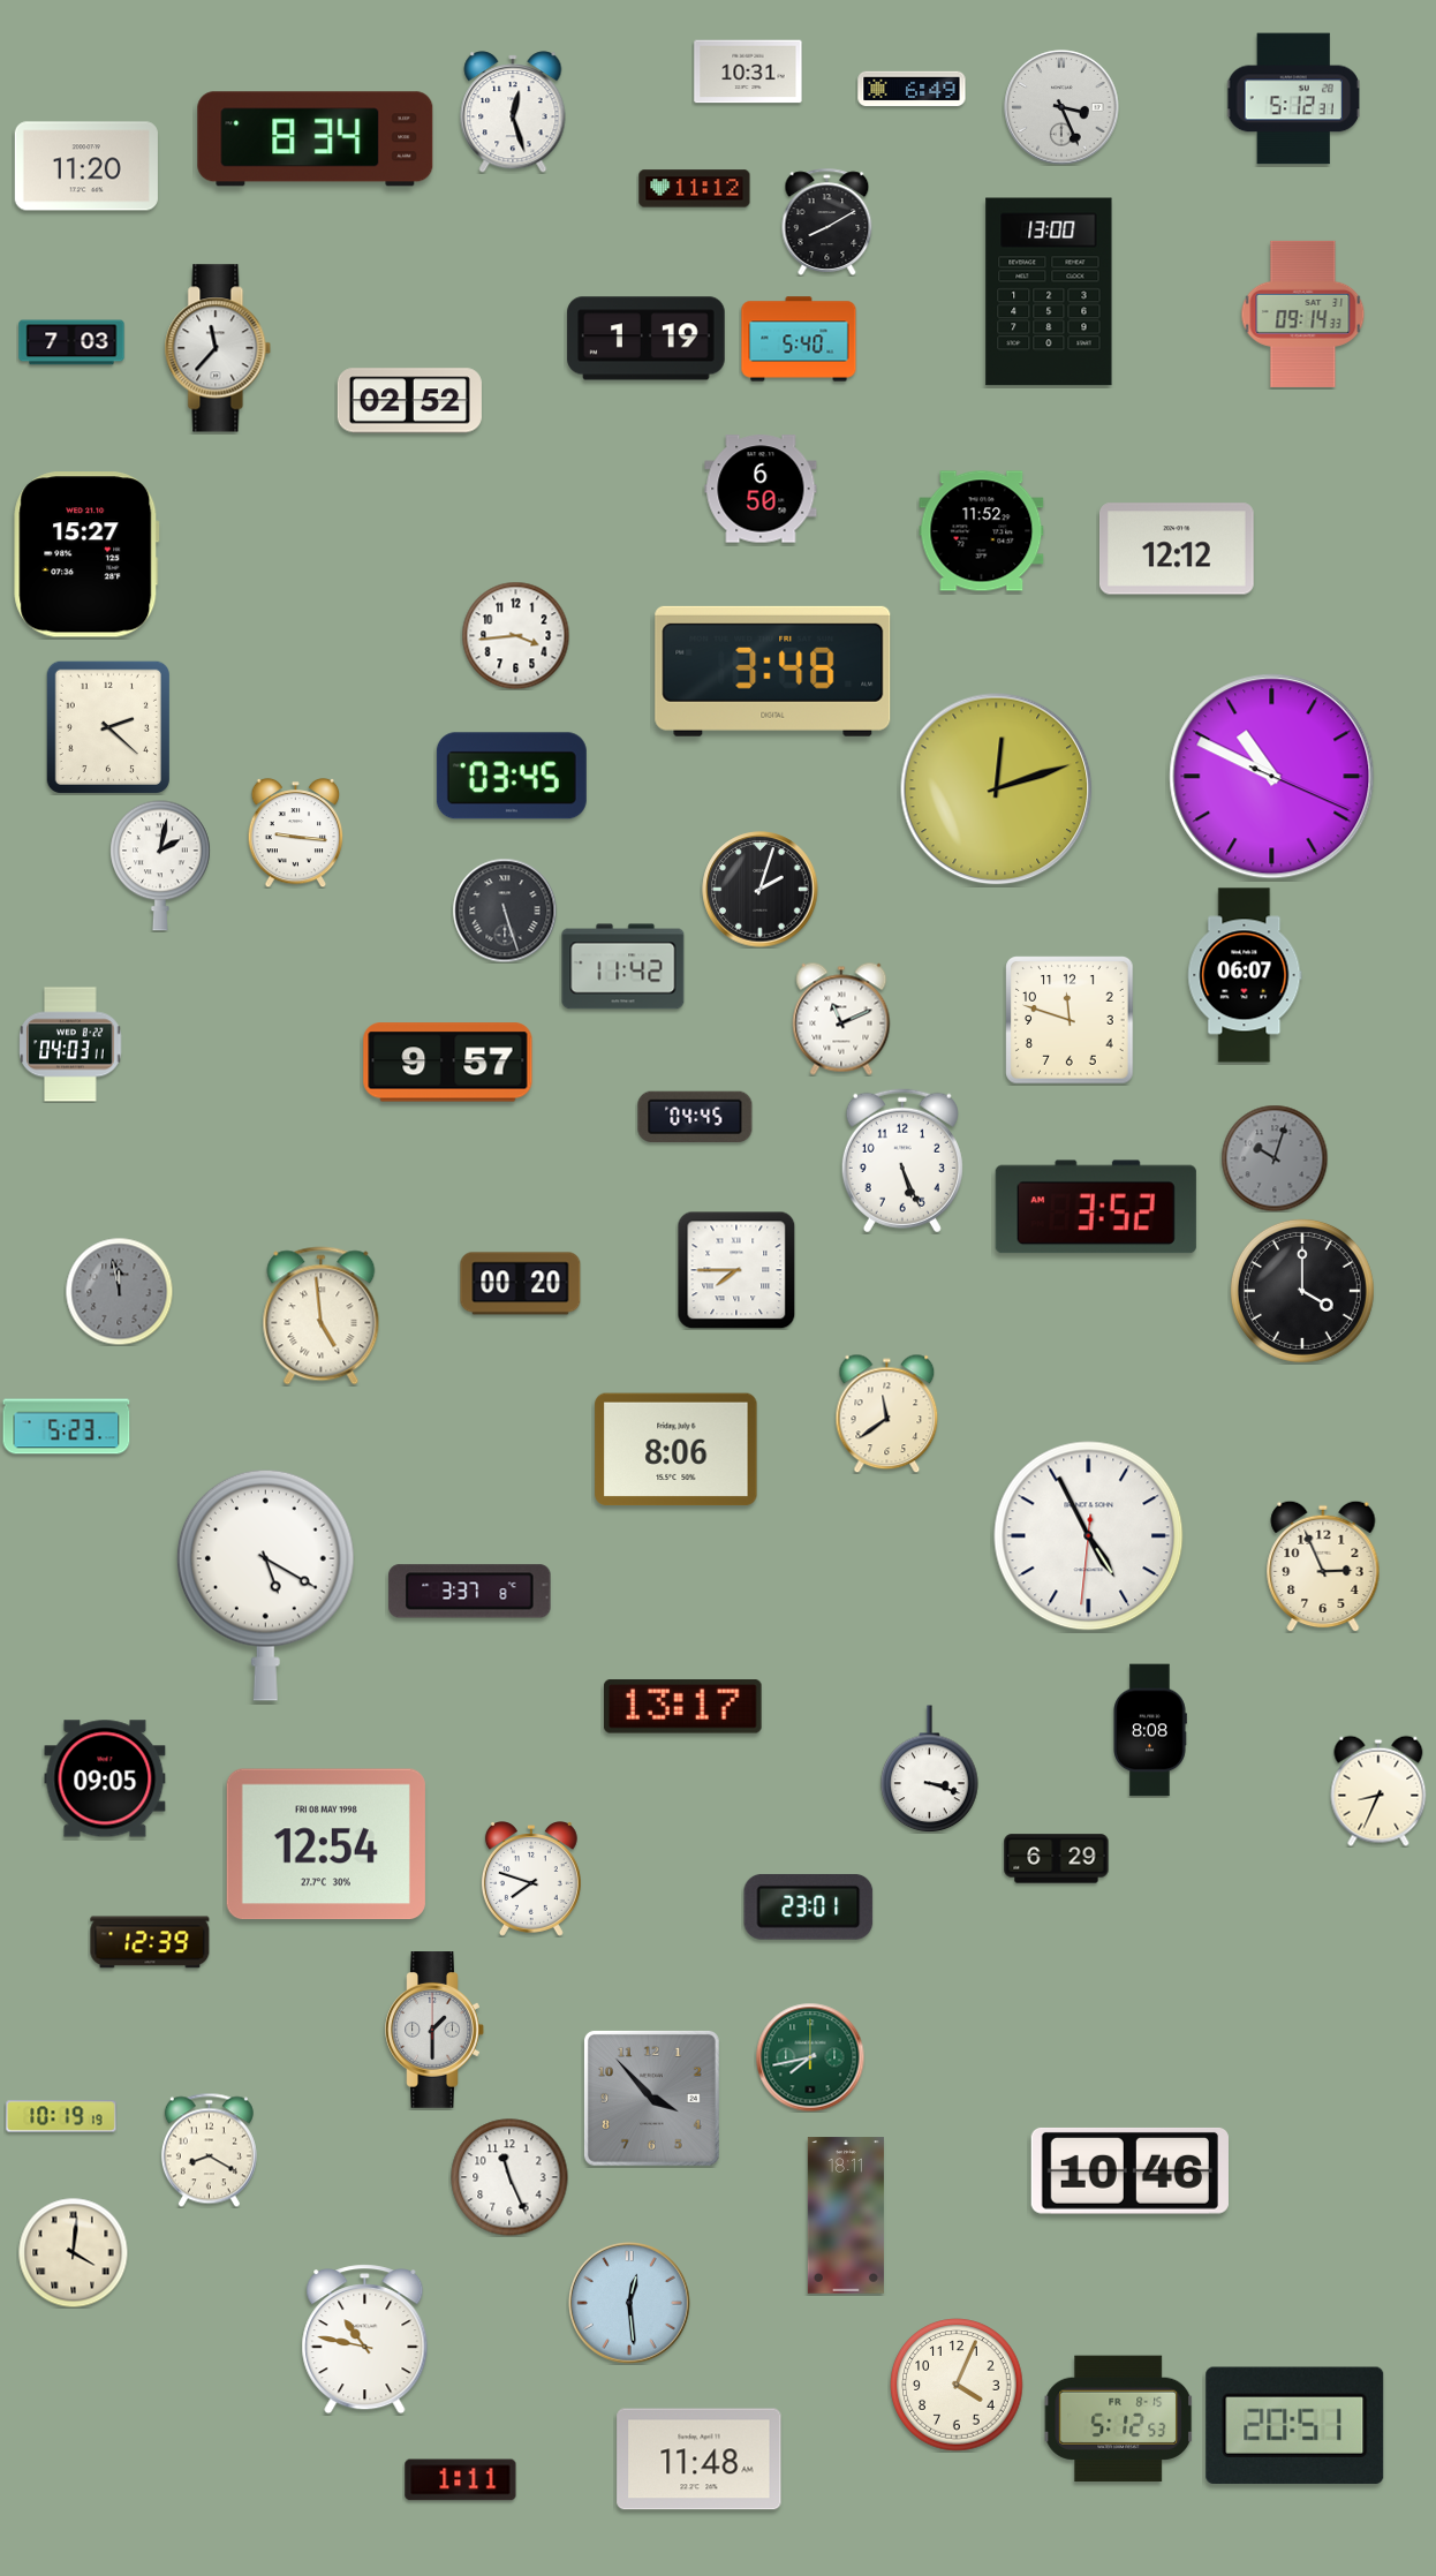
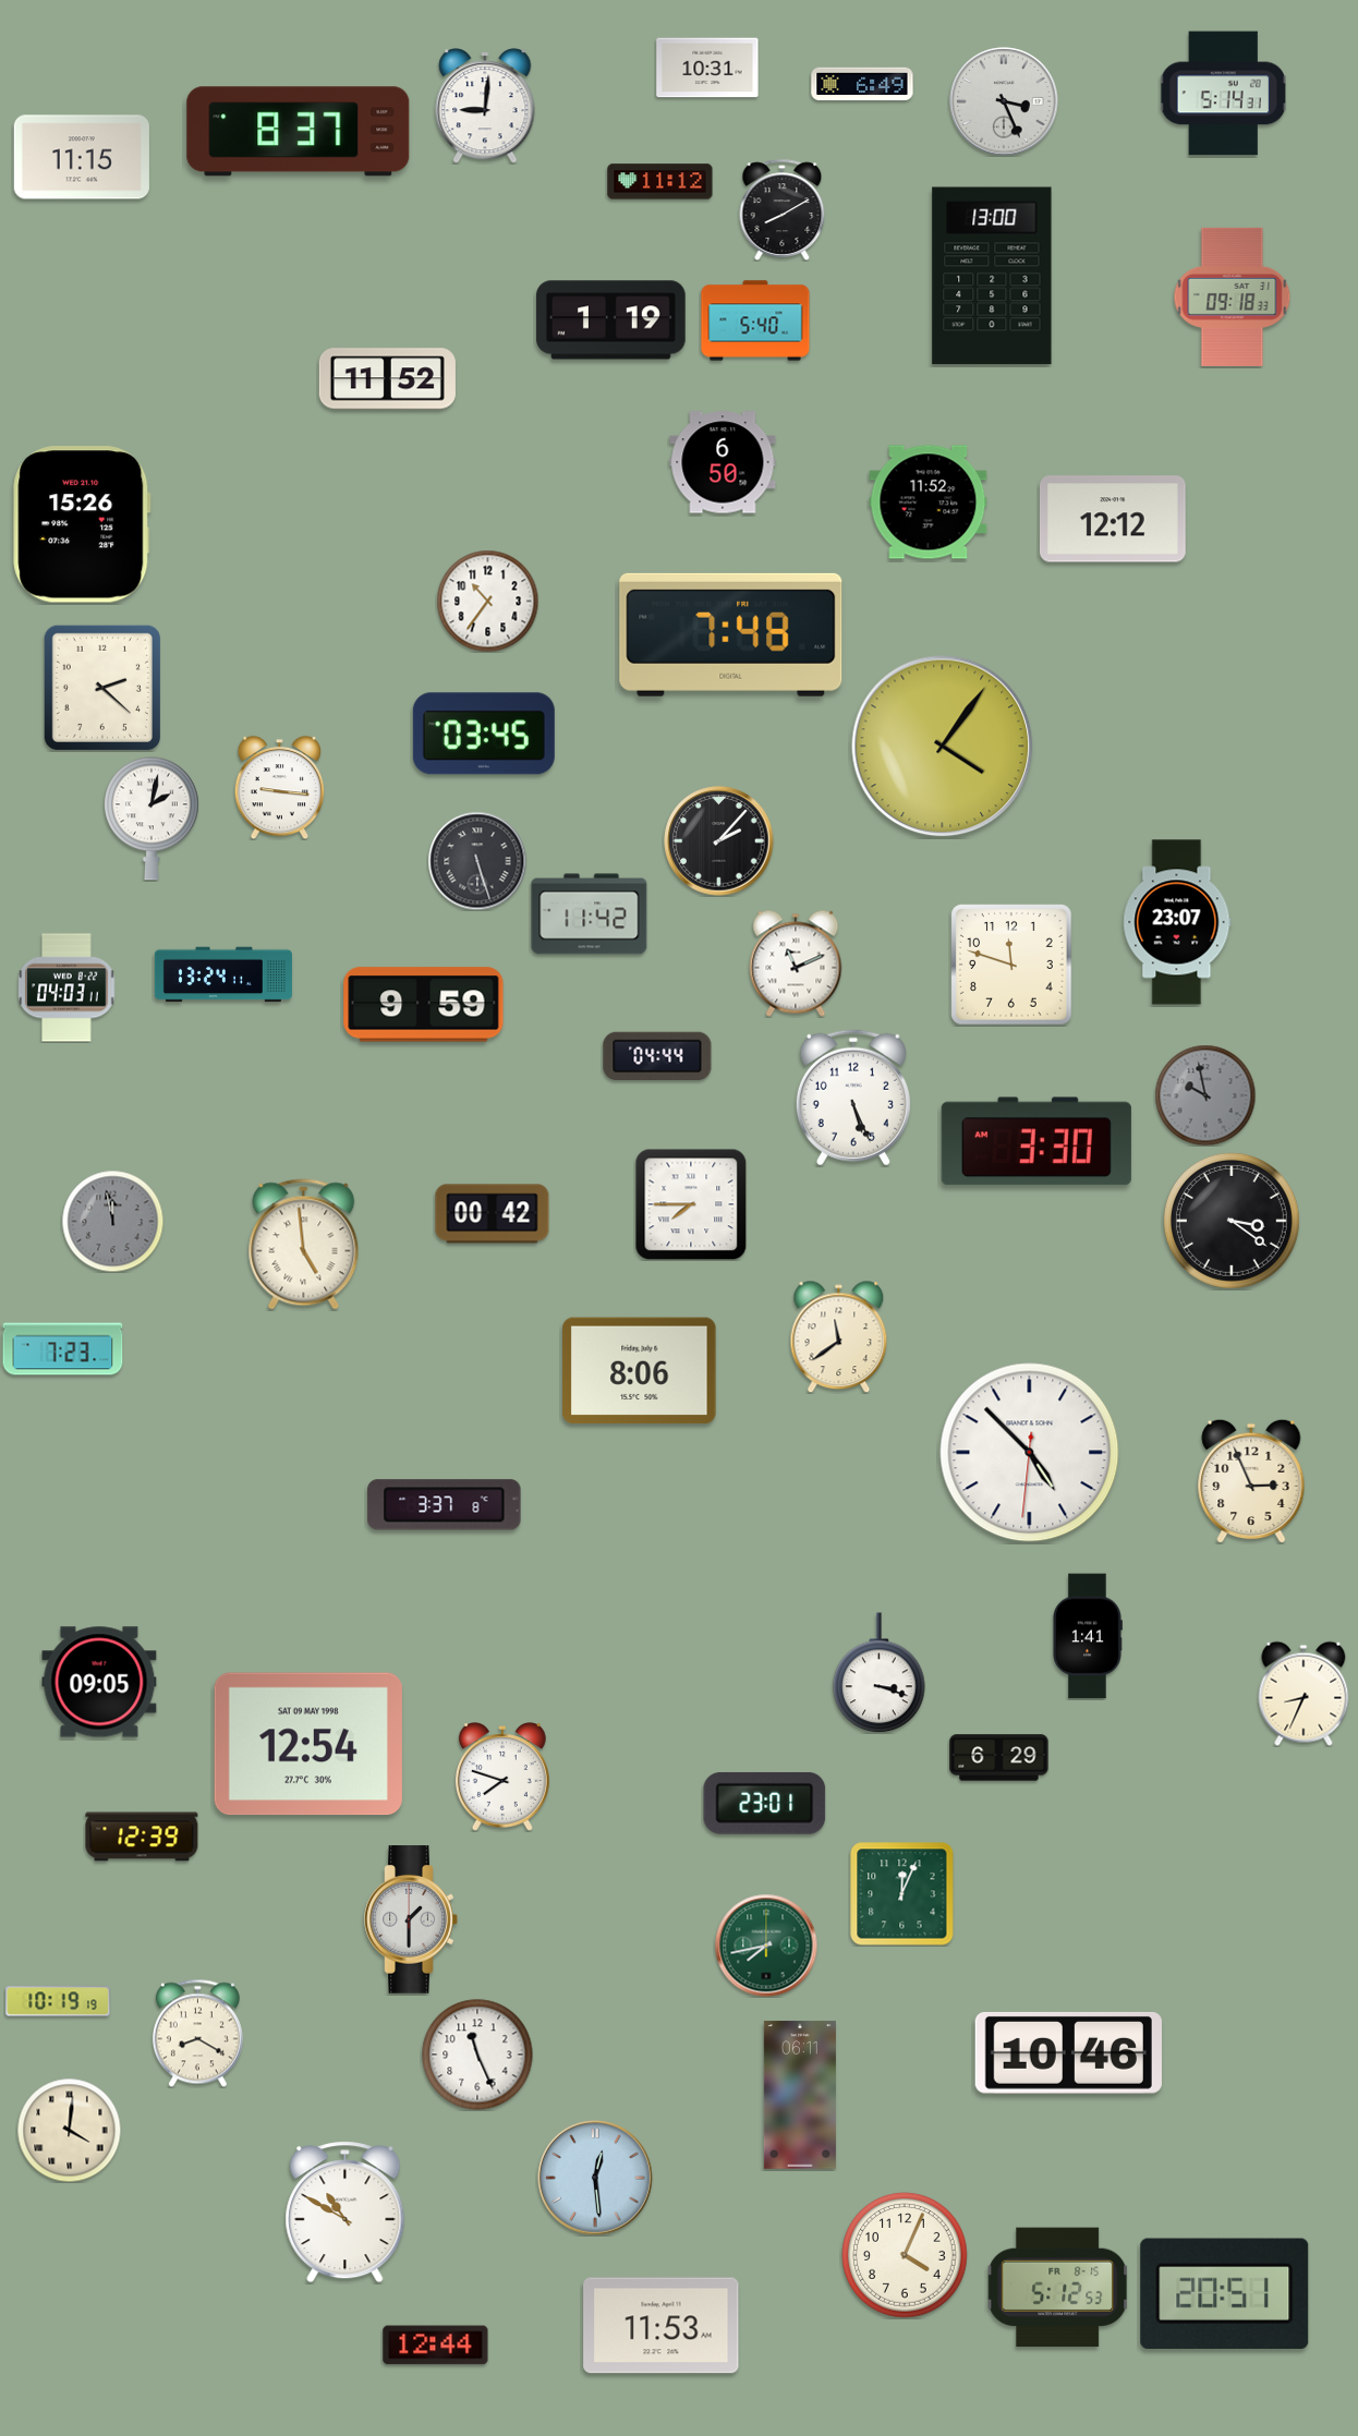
clock at (1293, 99): 5:12 -> 5:14
clock at (513, 112): 12:27 -> 9:01
clock at (316, 139): 8:34 -> 8:37
clock at (86, 166): 11:20 -> 11:15
clock at (695, 189) position: (695, 189) -> (660, 182)
clock at (1303, 313): 09:14 -> 09:18
clock at (71, 342): 7:03 -> none
clock at (218, 348): 11:37 -> none
clock at (409, 401): 02:52 -> 11:52
clock at (761, 489) position: (761, 489) -> (723, 462)
clock at (86, 554): 15:27 -> 15:26
clock at (515, 635): 3:44 -> 10:36
clock at (773, 671): 3:48 -> 7:48
clock at (1272, 777): 10:49 -> none
clock at (997, 790): 12:12 -> 4:06
clock at (761, 890): 2:03 -> 2:07
clock at (1245, 975): 06:07 -> 23:07
clock at (223, 974): none -> 13:24
clock at (448, 1063): 9:57 -> 9:59
clock at (695, 1117): 04:45 -> 04:44
clock at (1275, 1158): 10:03 -> 9:58
clock at (1096, 1207): 3:52 -> 3:30
clock at (736, 1270) position: (736, 1270) -> (691, 1204)
clock at (521, 1284): 00:20 -> 00:42
clock at (1302, 1291): 4:00 -> 3:21
clock at (67, 1427): 5:23 -> 7:23
clock at (1089, 1536): 4:55 -> 4:52
clock at (265, 1585): 5:20 -> none
clock at (682, 1707): 13:17 -> none
clock at (1150, 1730): 8:08 -> 1:41
clock at (326, 1844) date: FRI 08 MAY 1998 -> SAT 09 MAY 1998
clock at (902, 1894): none -> 12:04
clock at (651, 2098): 3:53 -> none
clock at (509, 2177) position: (509, 2177) -> (477, 2055)
clock at (846, 2215): 18:11 -> 06:11
clock at (365, 2340): 10:47 -> 10:50
clock at (700, 2460): 11:48 -> 11:53
clock at (461, 2480): 1:11 -> 12:44
